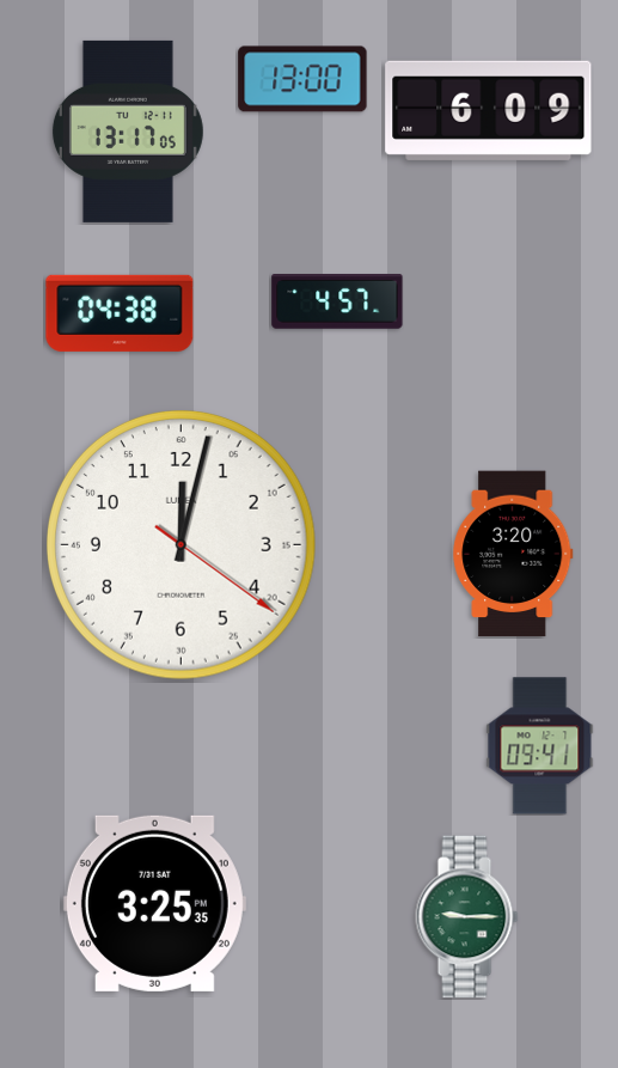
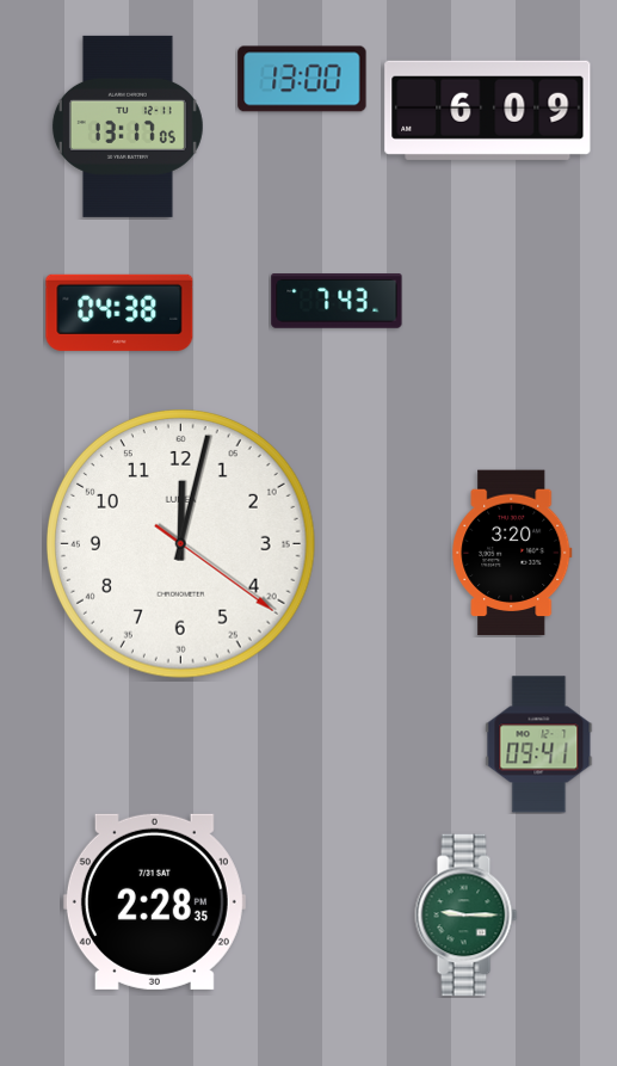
clock at (128, 132) position: (128, 132) -> (128, 127)
clock at (337, 301): 4:57 -> 7:43
clock at (154, 903): 3:25 -> 2:28
